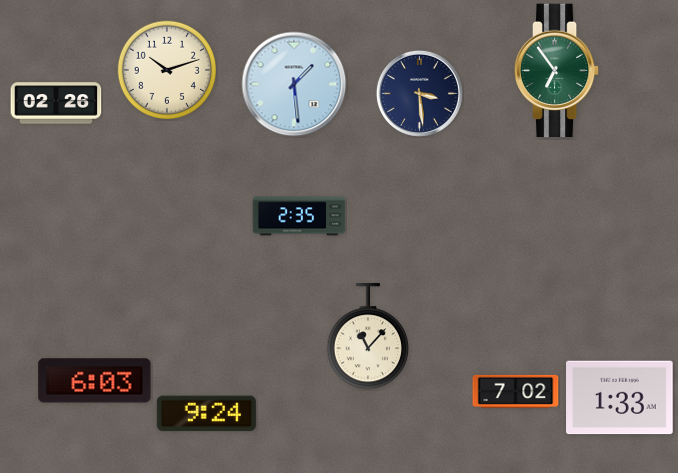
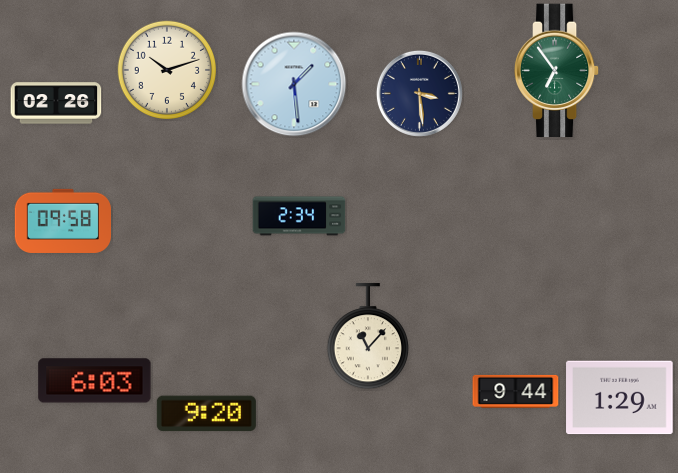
clock at (299, 216): 2:35 -> 2:34
clock at (62, 221): none -> 09:58
clock at (516, 391): 7:02 -> 9:44
clock at (620, 398): 1:33 -> 1:29
clock at (206, 414): 9:24 -> 9:20
